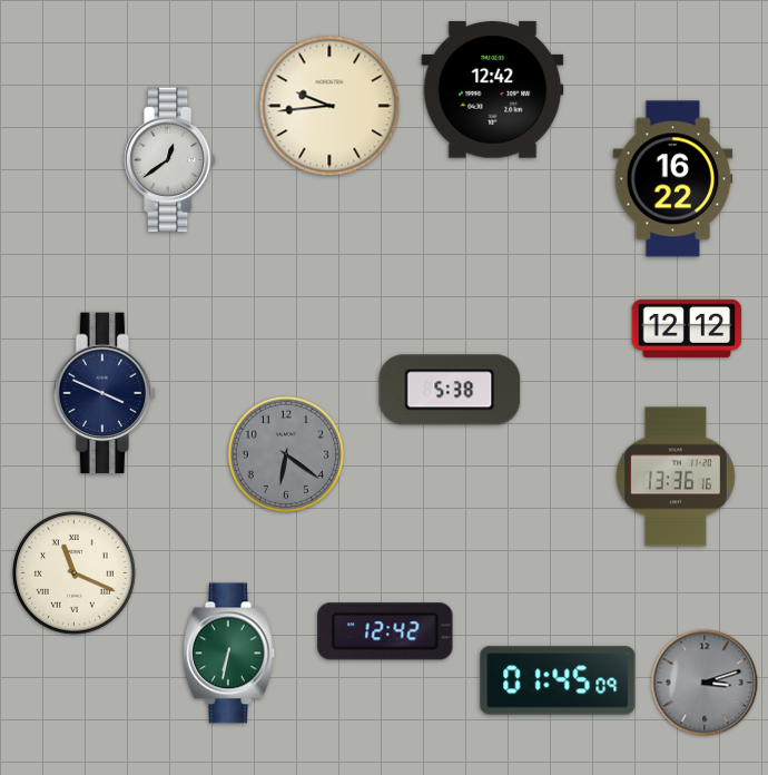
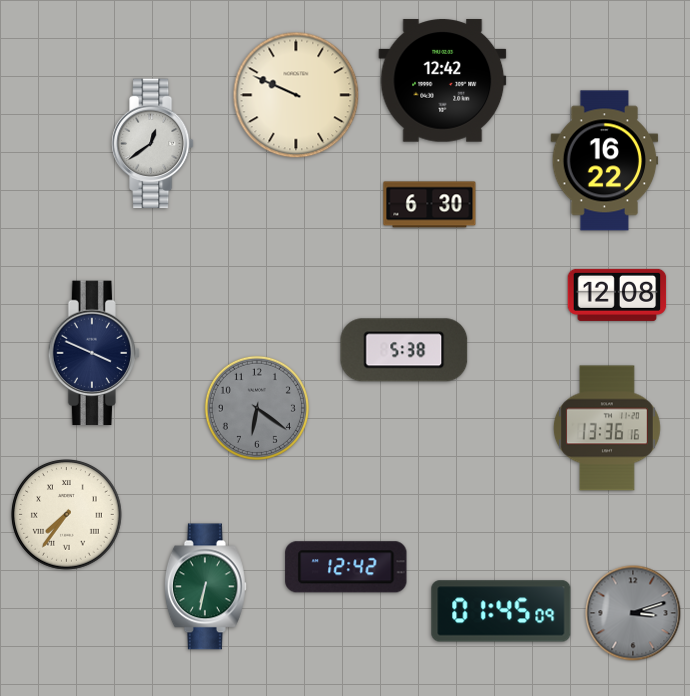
clock at (329, 106): 9:44 -> 9:49
clock at (430, 205): none -> 6:30
clock at (687, 328): 12:12 -> 12:08
clock at (75, 573): 11:19 -> 7:36
